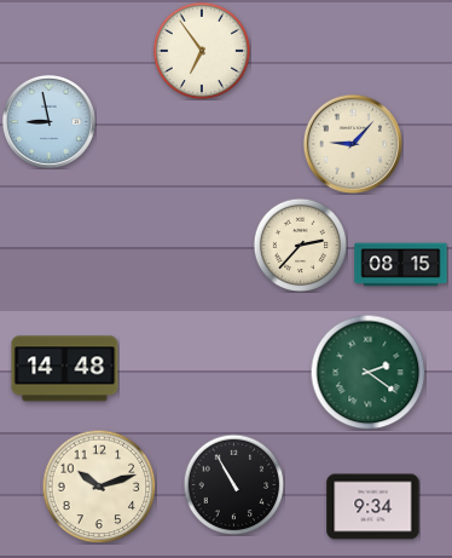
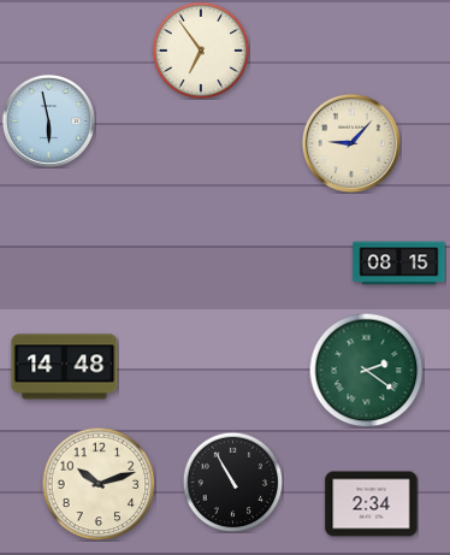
clock at (48, 121): 8:58 -> 5:58
clock at (300, 245): 2:37 -> none
clock at (373, 507): 9:34 -> 2:34
